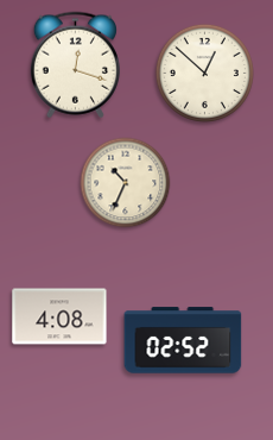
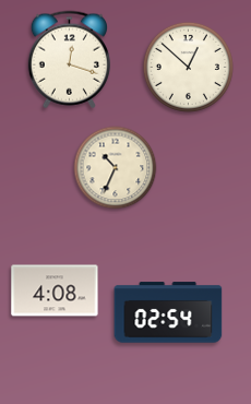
clock at (183, 340): 02:52 -> 02:54
